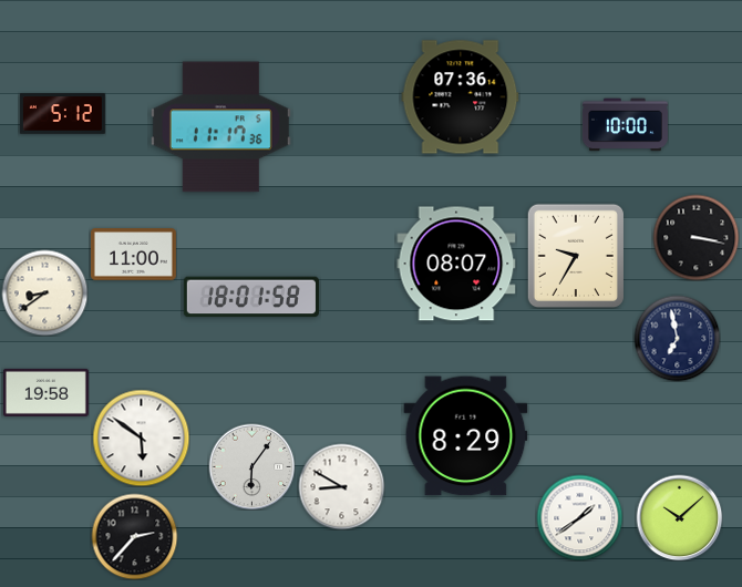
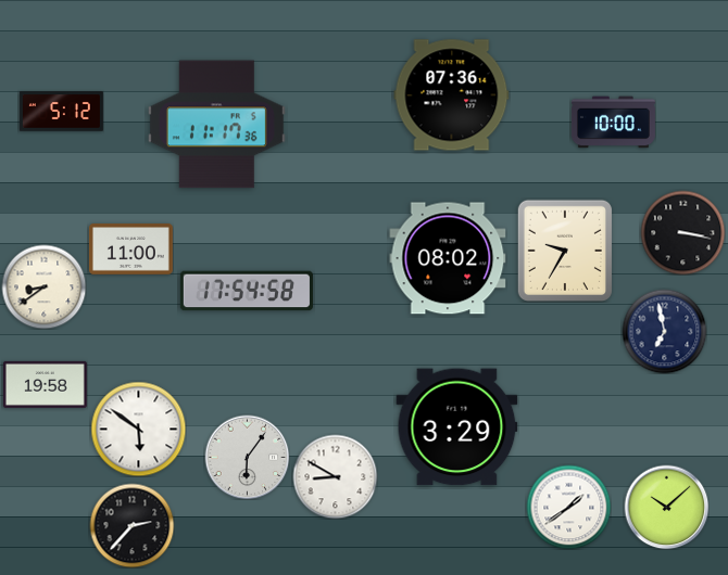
clock at (456, 264): 08:07 -> 08:02
clock at (251, 297): 18:01 -> 17:54
clock at (466, 436): 8:29 -> 3:29
